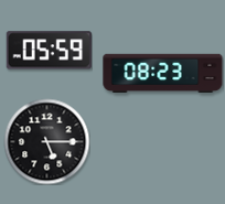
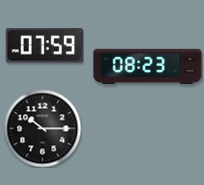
clock at (49, 51): 05:59 -> 07:59
clock at (46, 141): 5:15 -> 10:15
